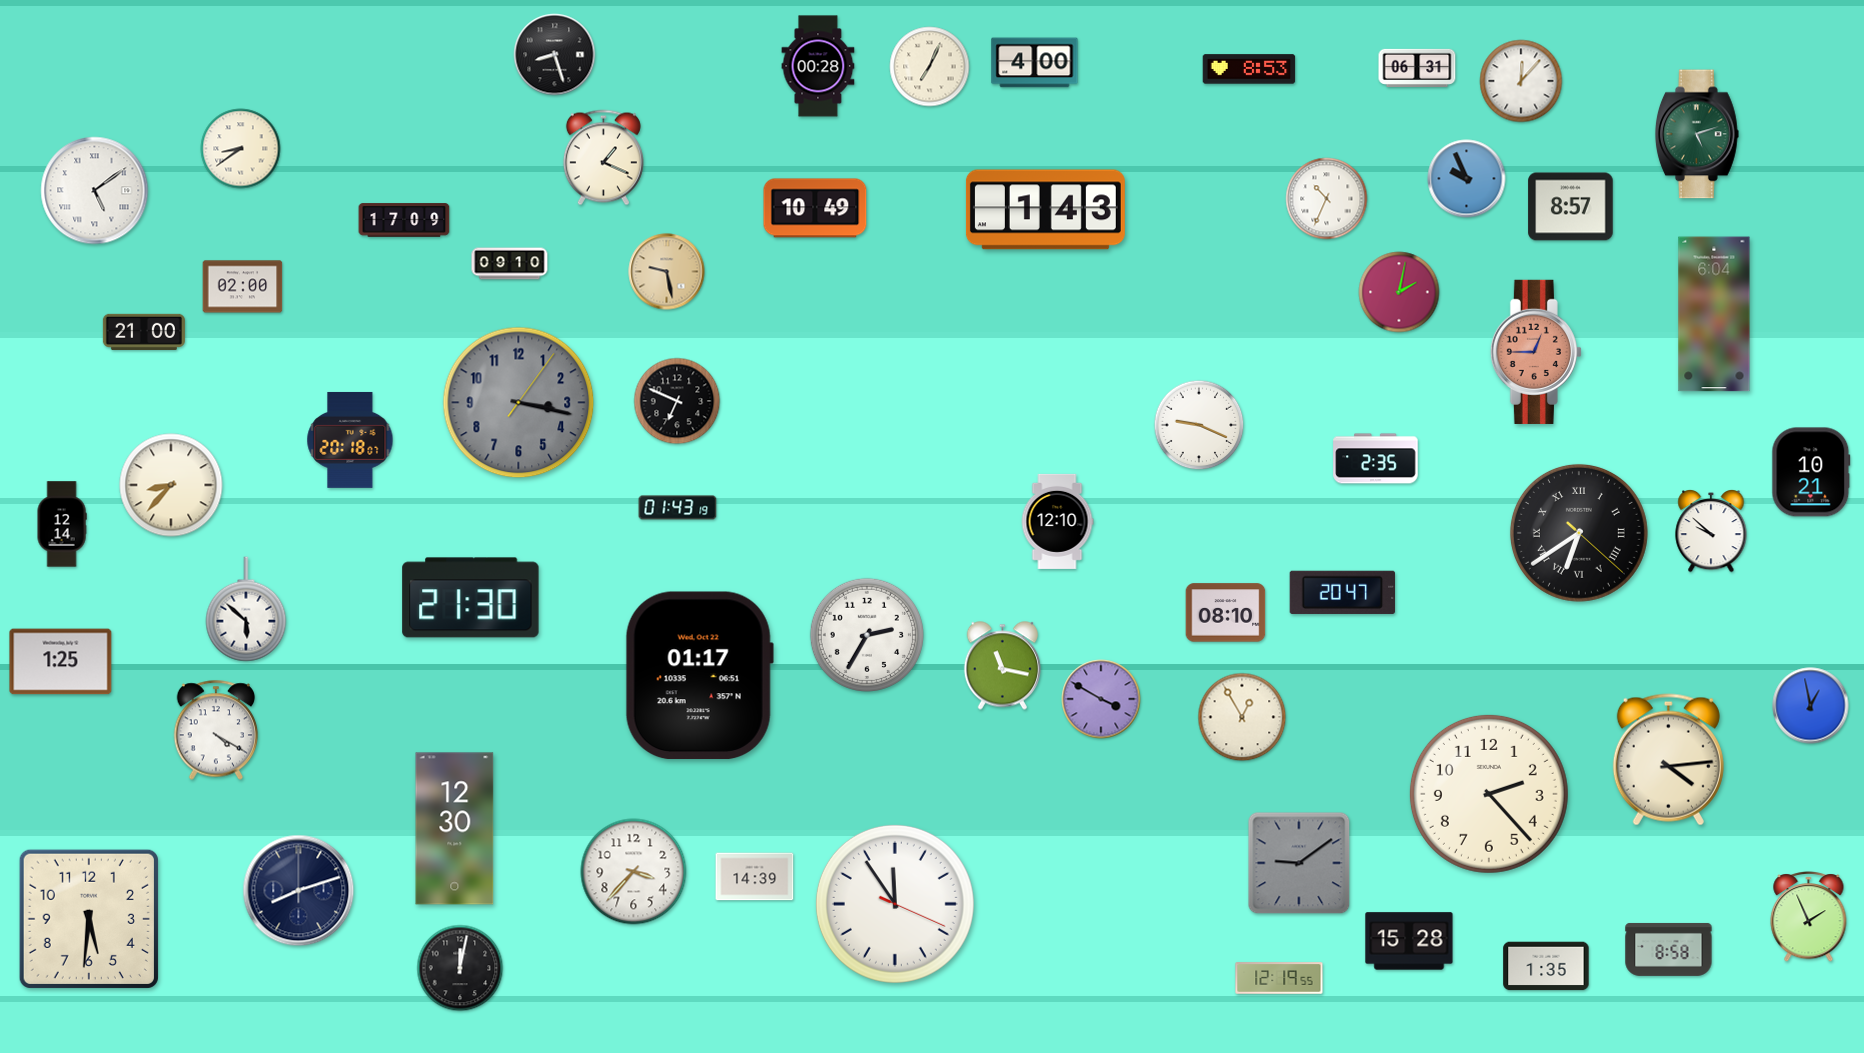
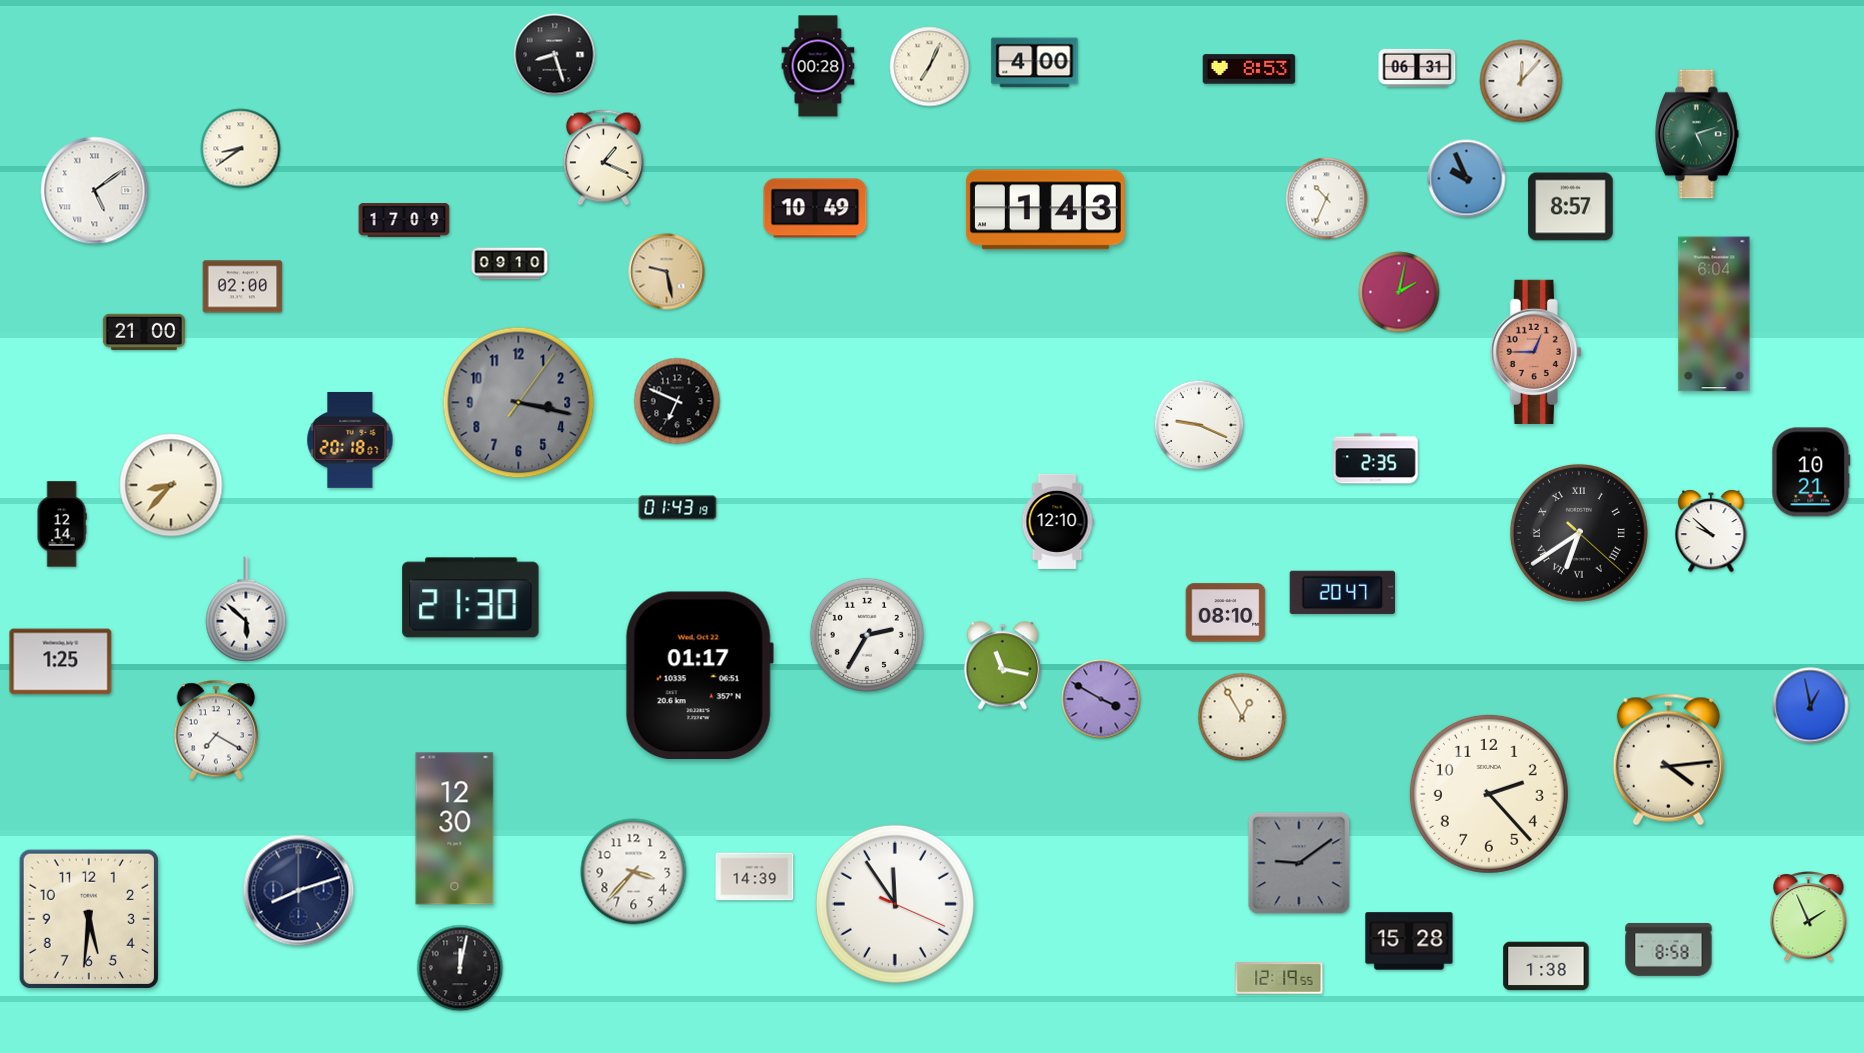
clock at (216, 730): 4:20 -> 7:20
clock at (1546, 966): 1:35 -> 1:38
